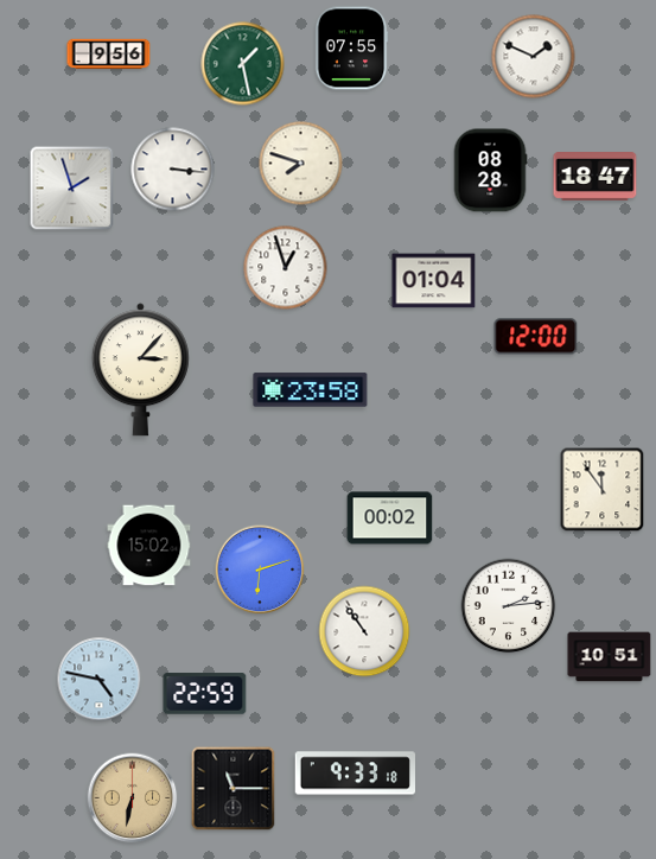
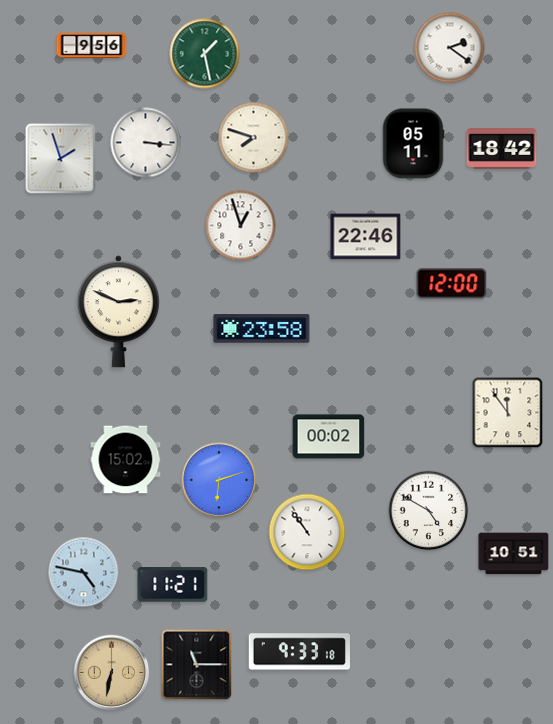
clock at (351, 49): 07:55 -> none
clock at (534, 57): 1:49 -> 2:21
clock at (490, 171): 08:28 -> 05:11
clock at (596, 177): 18:47 -> 18:42
clock at (434, 281): 01:04 -> 22:46
clock at (140, 370): 3:07 -> 2:49
clock at (509, 606): 2:14 -> 4:50
clock at (205, 694): 22:59 -> 11:21
